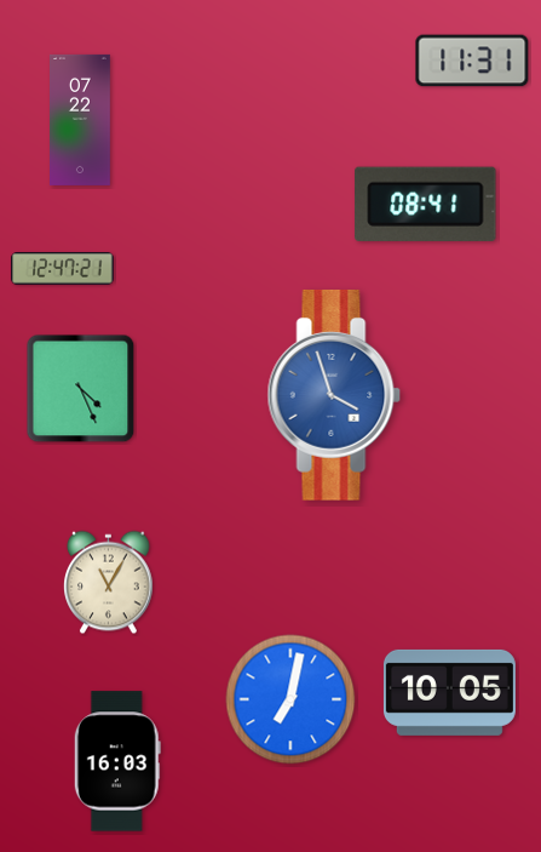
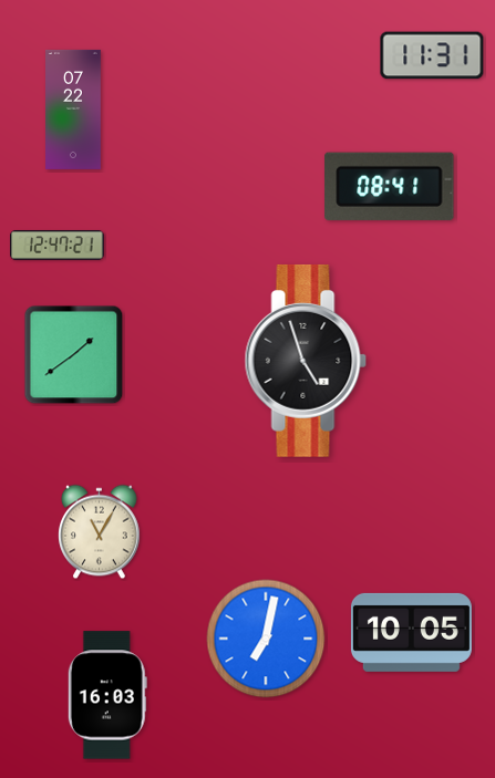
clock at (81, 389): 4:26 -> 1:39
clock at (334, 395): 3:57 -> 4:57
clock at (334, 395) dial: blue -> black
